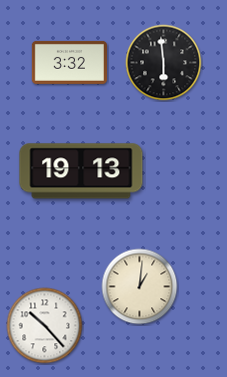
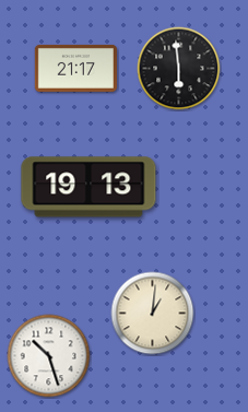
clock at (69, 62): 3:32 -> 21:17
clock at (45, 326): 10:23 -> 10:27
